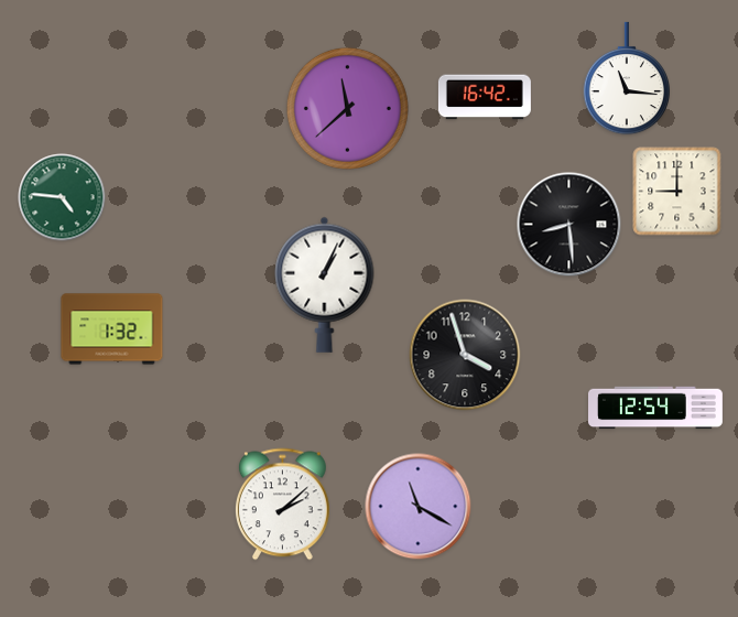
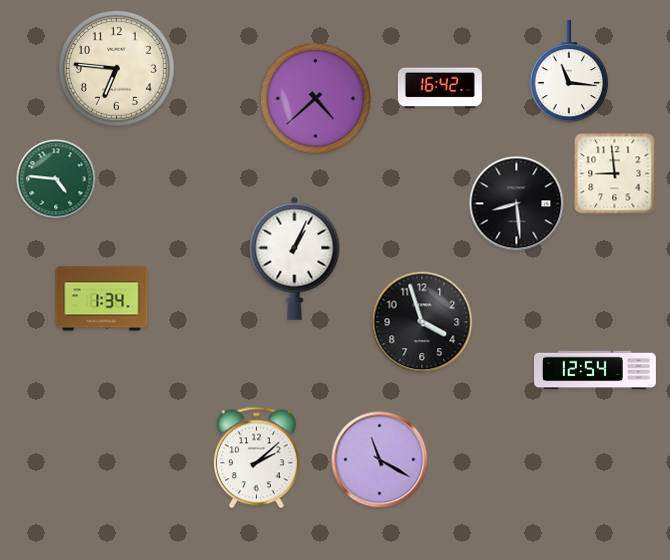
clock at (117, 69): none -> 6:46
clock at (347, 108): 11:38 -> 4:38
clock at (677, 192): 9:00 -> 8:59
clock at (112, 329): 1:32 -> 1:34
